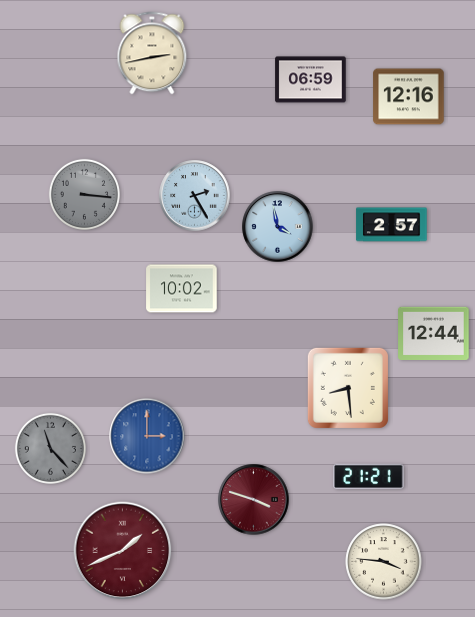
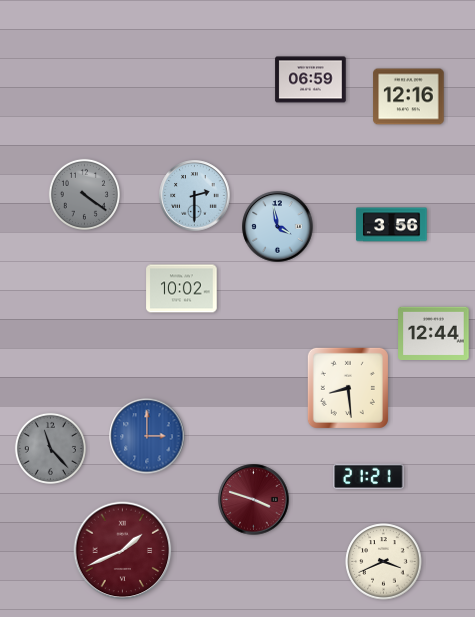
clock at (152, 53): 2:43 -> none
clock at (84, 194): 3:16 -> 4:21
clock at (195, 196): 2:25 -> 2:30
clock at (392, 225): 2:57 -> 3:56
clock at (384, 562): 3:46 -> 3:41
